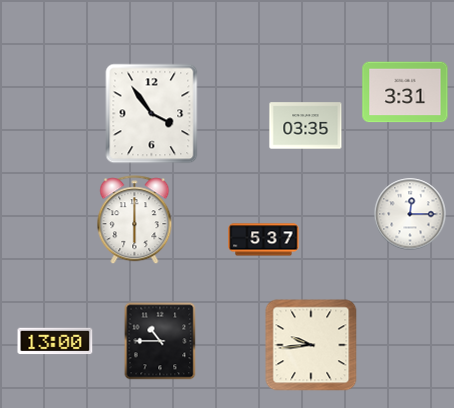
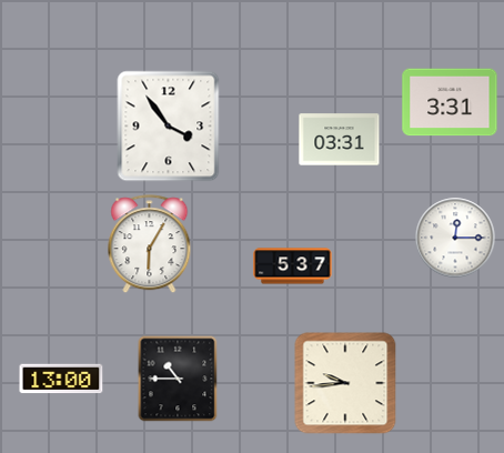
clock at (306, 126): 03:35 -> 03:31
clock at (135, 220): 6:00 -> 6:05
